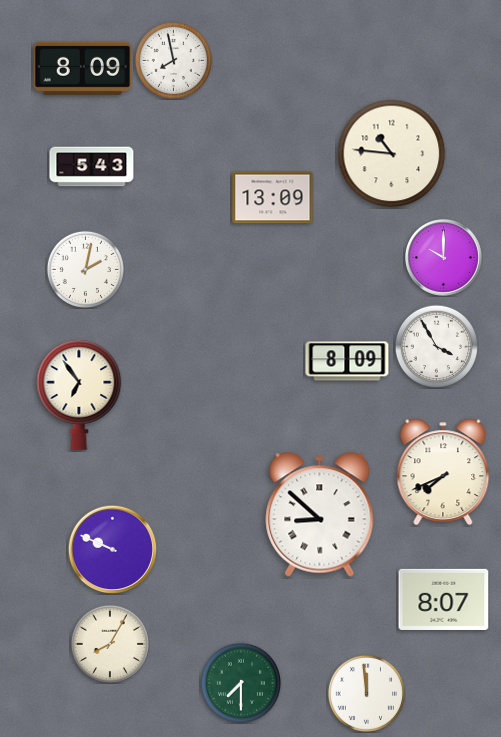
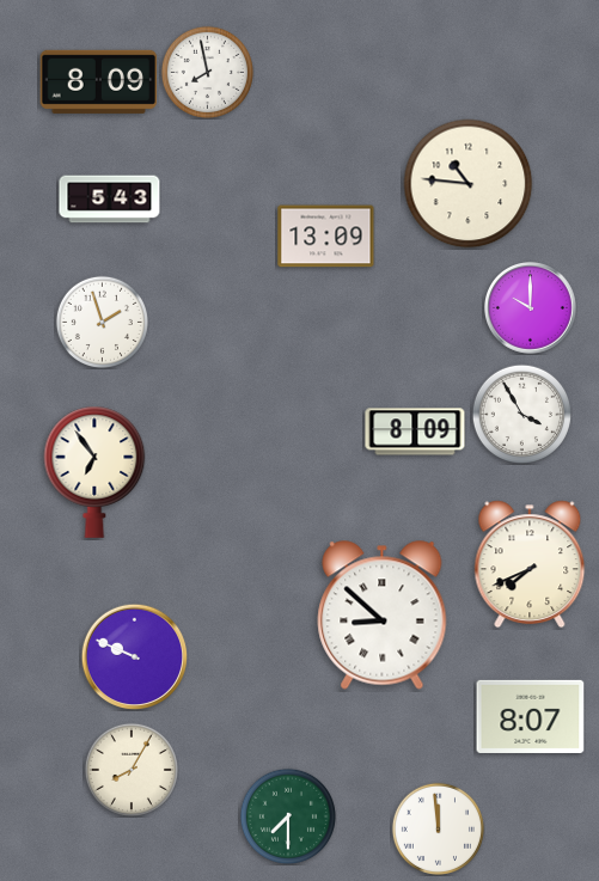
clock at (85, 269): 2:02 -> 1:57
